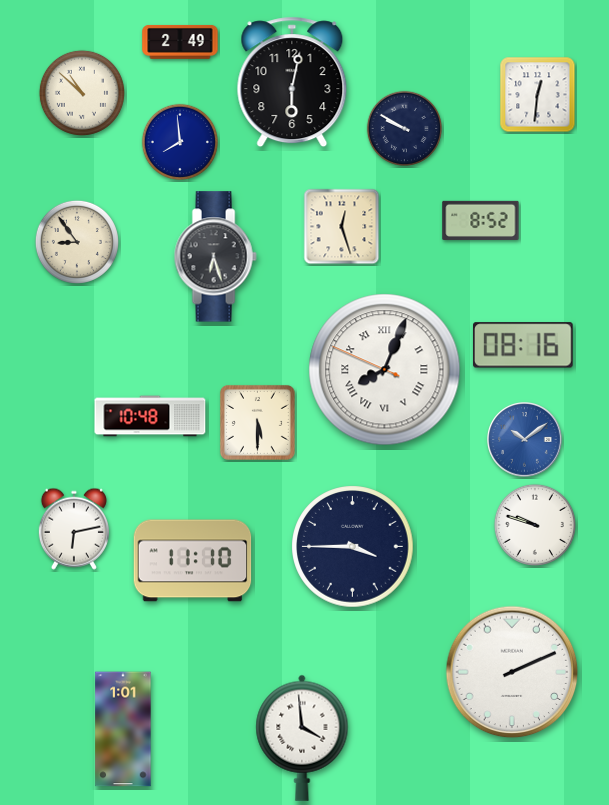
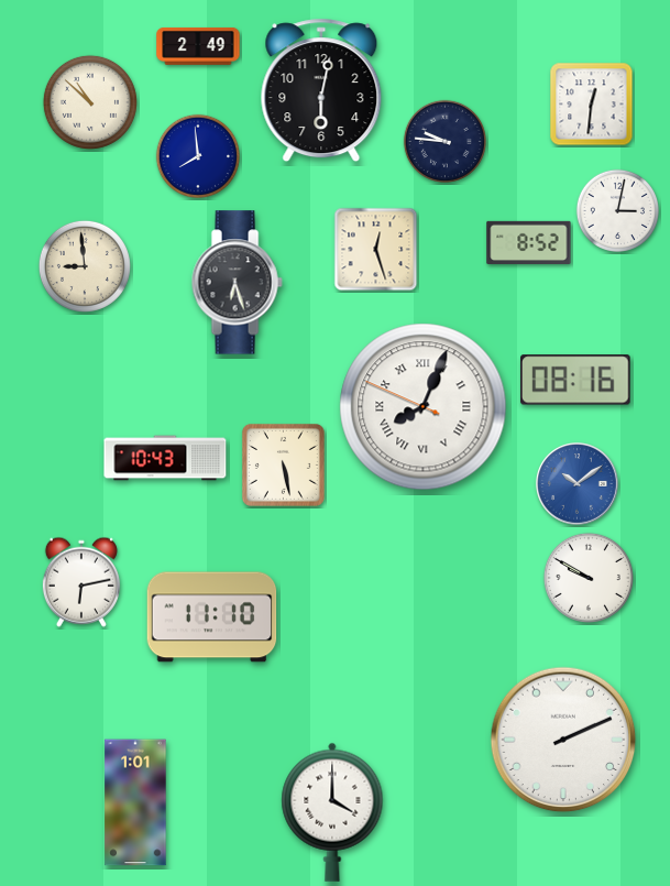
clock at (404, 128): 9:50 -> 9:46
clock at (617, 210): none -> 3:02
clock at (77, 242): 8:54 -> 8:59
clock at (150, 416): 10:48 -> 10:43
clock at (257, 422): 5:30 -> 5:28
clock at (535, 525): 9:48 -> 9:50
clock at (353, 547): 3:45 -> none
clock at (302, 738): 3:59 -> 4:00
